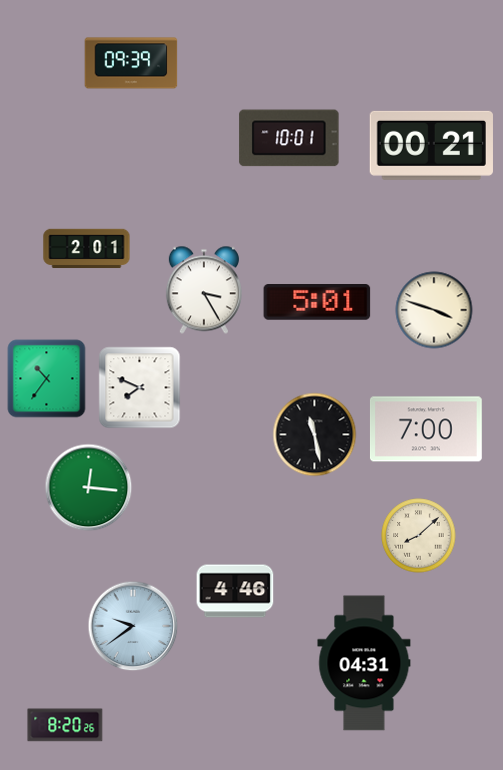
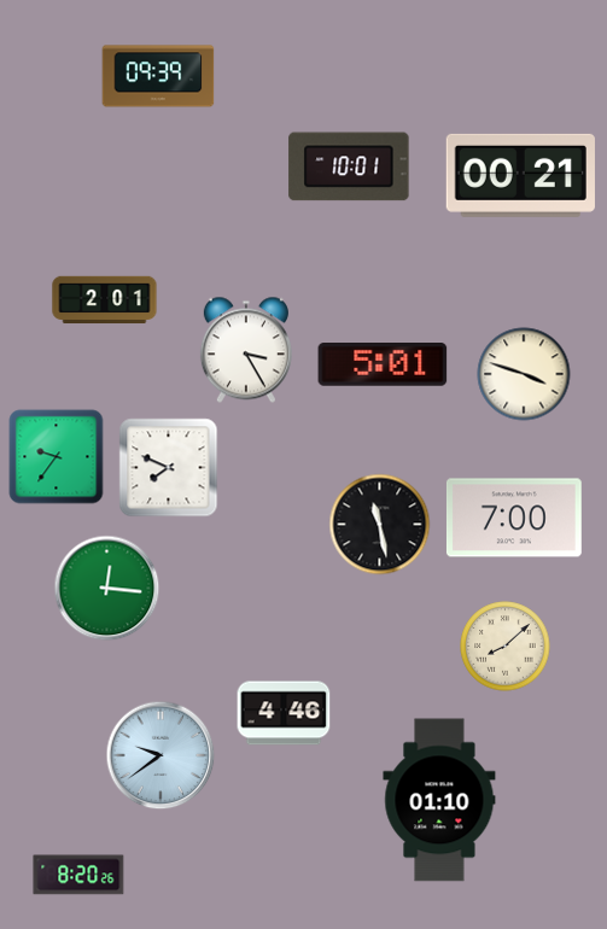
clock at (47, 379): 10:36 -> 9:36
clock at (364, 663): 04:31 -> 01:10
